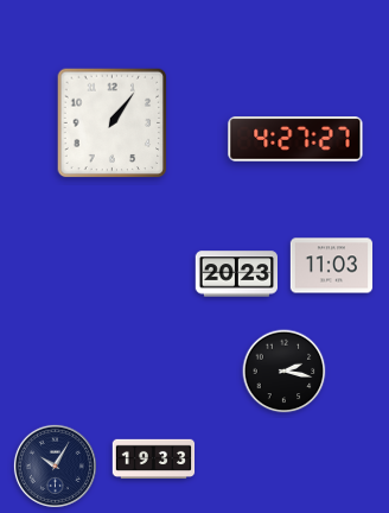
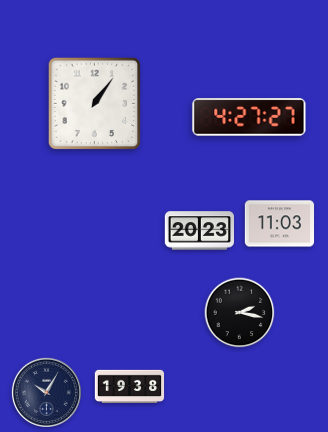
clock at (154, 460): 19:33 -> 19:38
